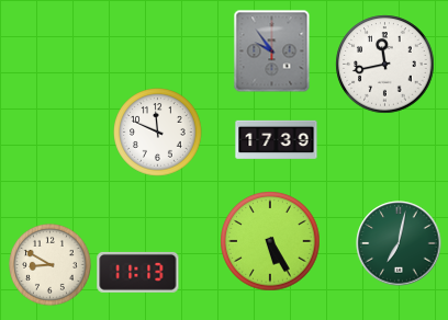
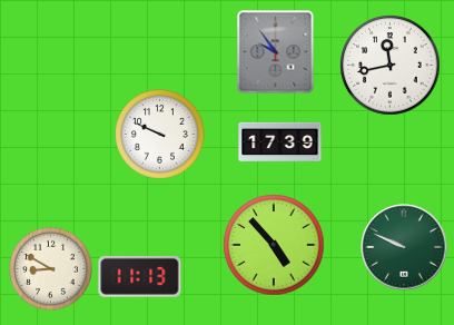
clock at (158, 133): 11:49 -> 9:49
clock at (270, 241): 5:25 -> 4:53
clock at (399, 243): 7:02 -> 9:49
